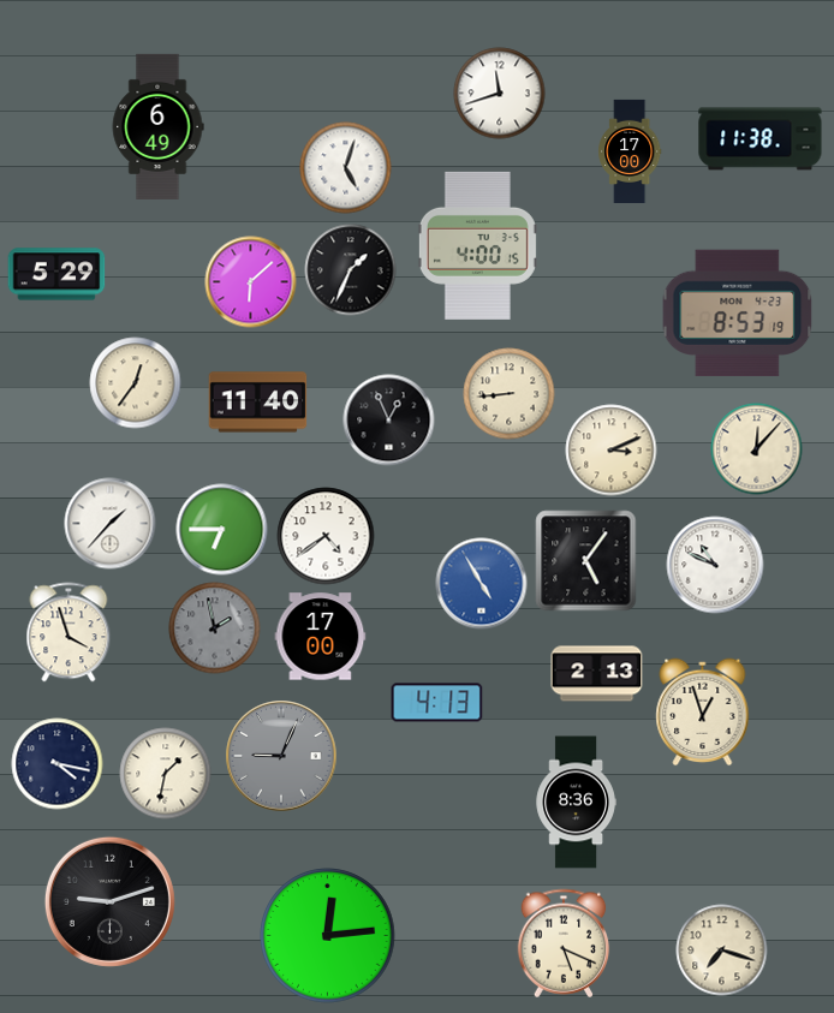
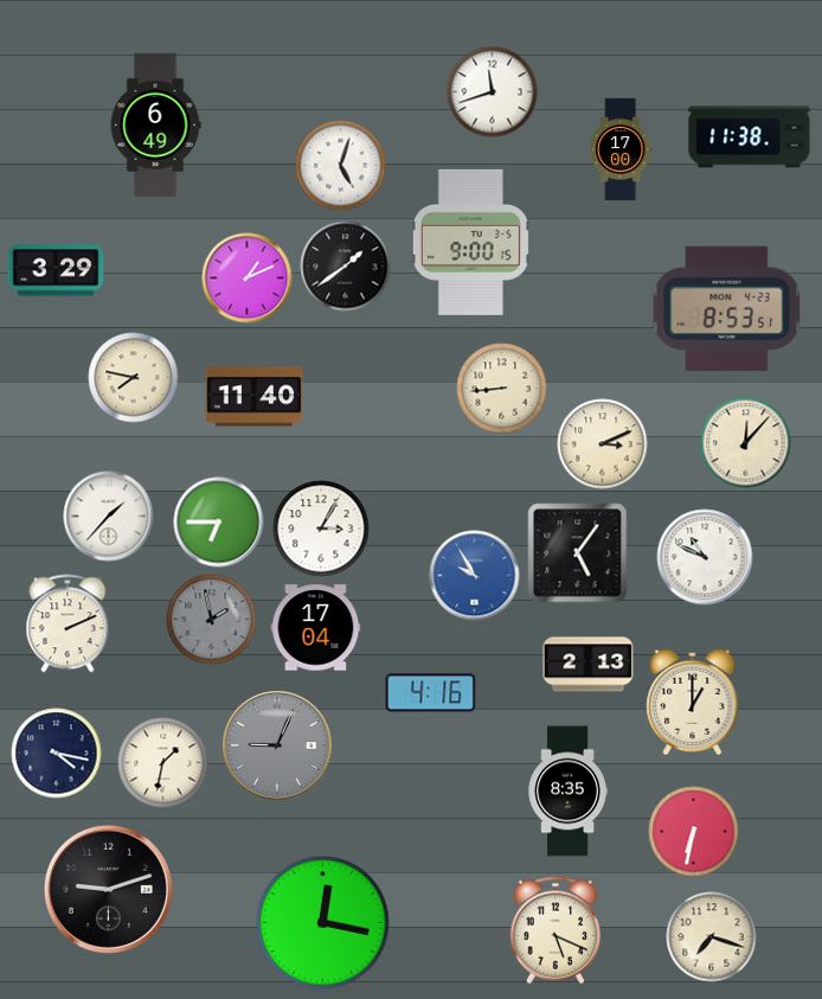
clock at (477, 245): 4:00 -> 9:00
clock at (351, 270): 1:34 -> 1:39
clock at (56, 274): 5:29 -> 3:29
clock at (251, 282): 6:08 -> 1:11
clock at (738, 314): 8:53:19 -> 8:53:51
clock at (136, 383): 12:36 -> 7:47
clock at (389, 421): 12:56 -> none
clock at (326, 536): 4:39 -> 3:05
clock at (482, 584): 4:55 -> 9:55
clock at (68, 632): 3:57 -> 2:11
clock at (321, 637): 17:00 -> 17:04
clock at (437, 703): 4:13 -> 4:16
clock at (703, 713): 12:57 -> 1:00
clock at (576, 803): 8:36 -> 8:35
clock at (694, 832): none -> 6:32
clock at (328, 936): 12:14 -> 12:17
